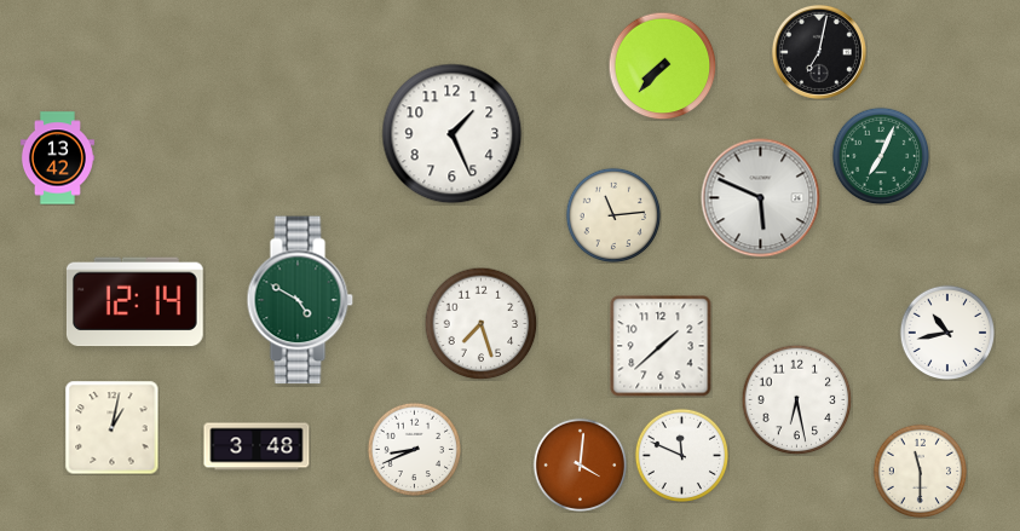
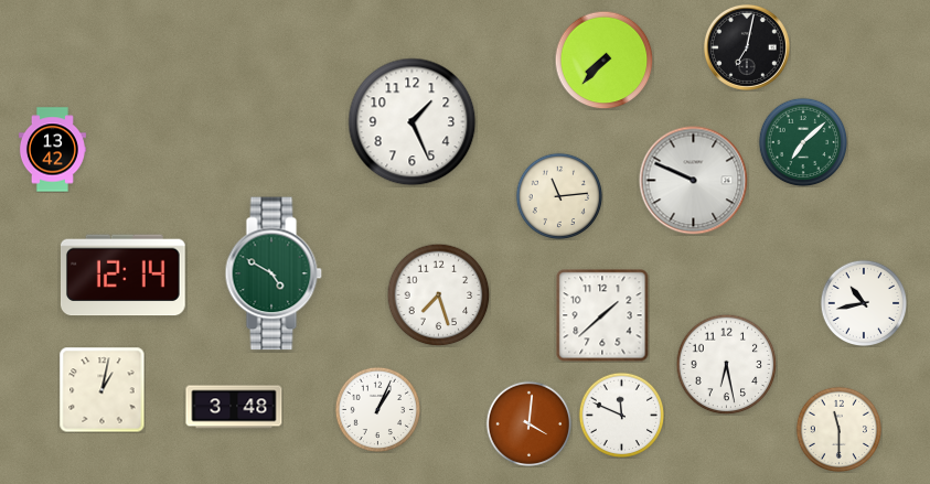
clock at (881, 156): 7:04 -> 7:08
clock at (57, 158) position: (57, 158) -> (52, 150)
clock at (761, 198): 5:49 -> 9:49
clock at (414, 449): 8:41 -> 1:04
